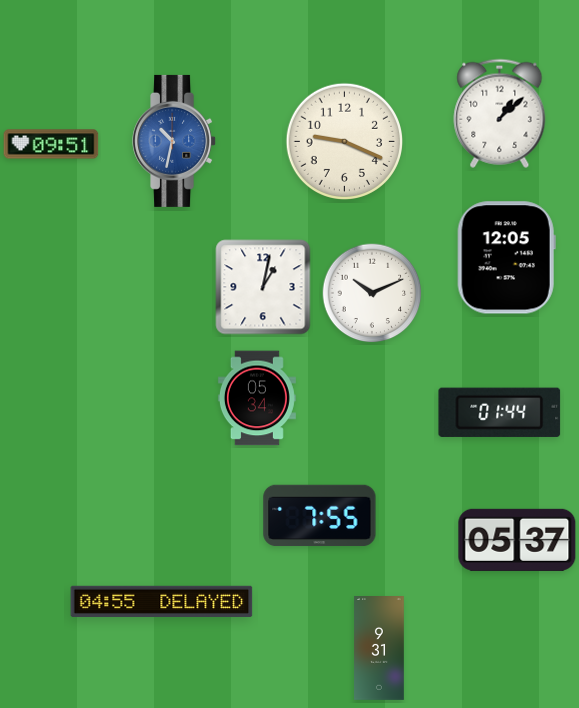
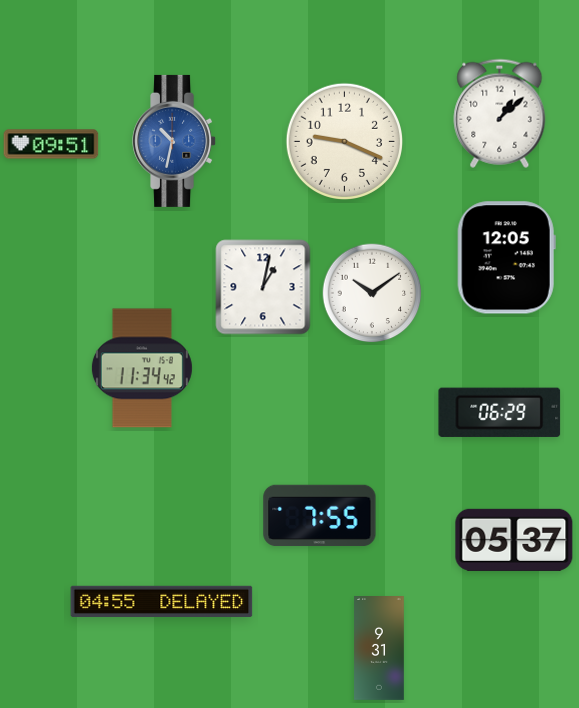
clock at (372, 293): 10:11 -> 10:09
clock at (142, 368): none -> 11:34
clock at (257, 398): 05:34 -> none
clock at (500, 412): 01:44 -> 06:29
clock at (517, 540) position: (517, 540) -> (514, 540)
